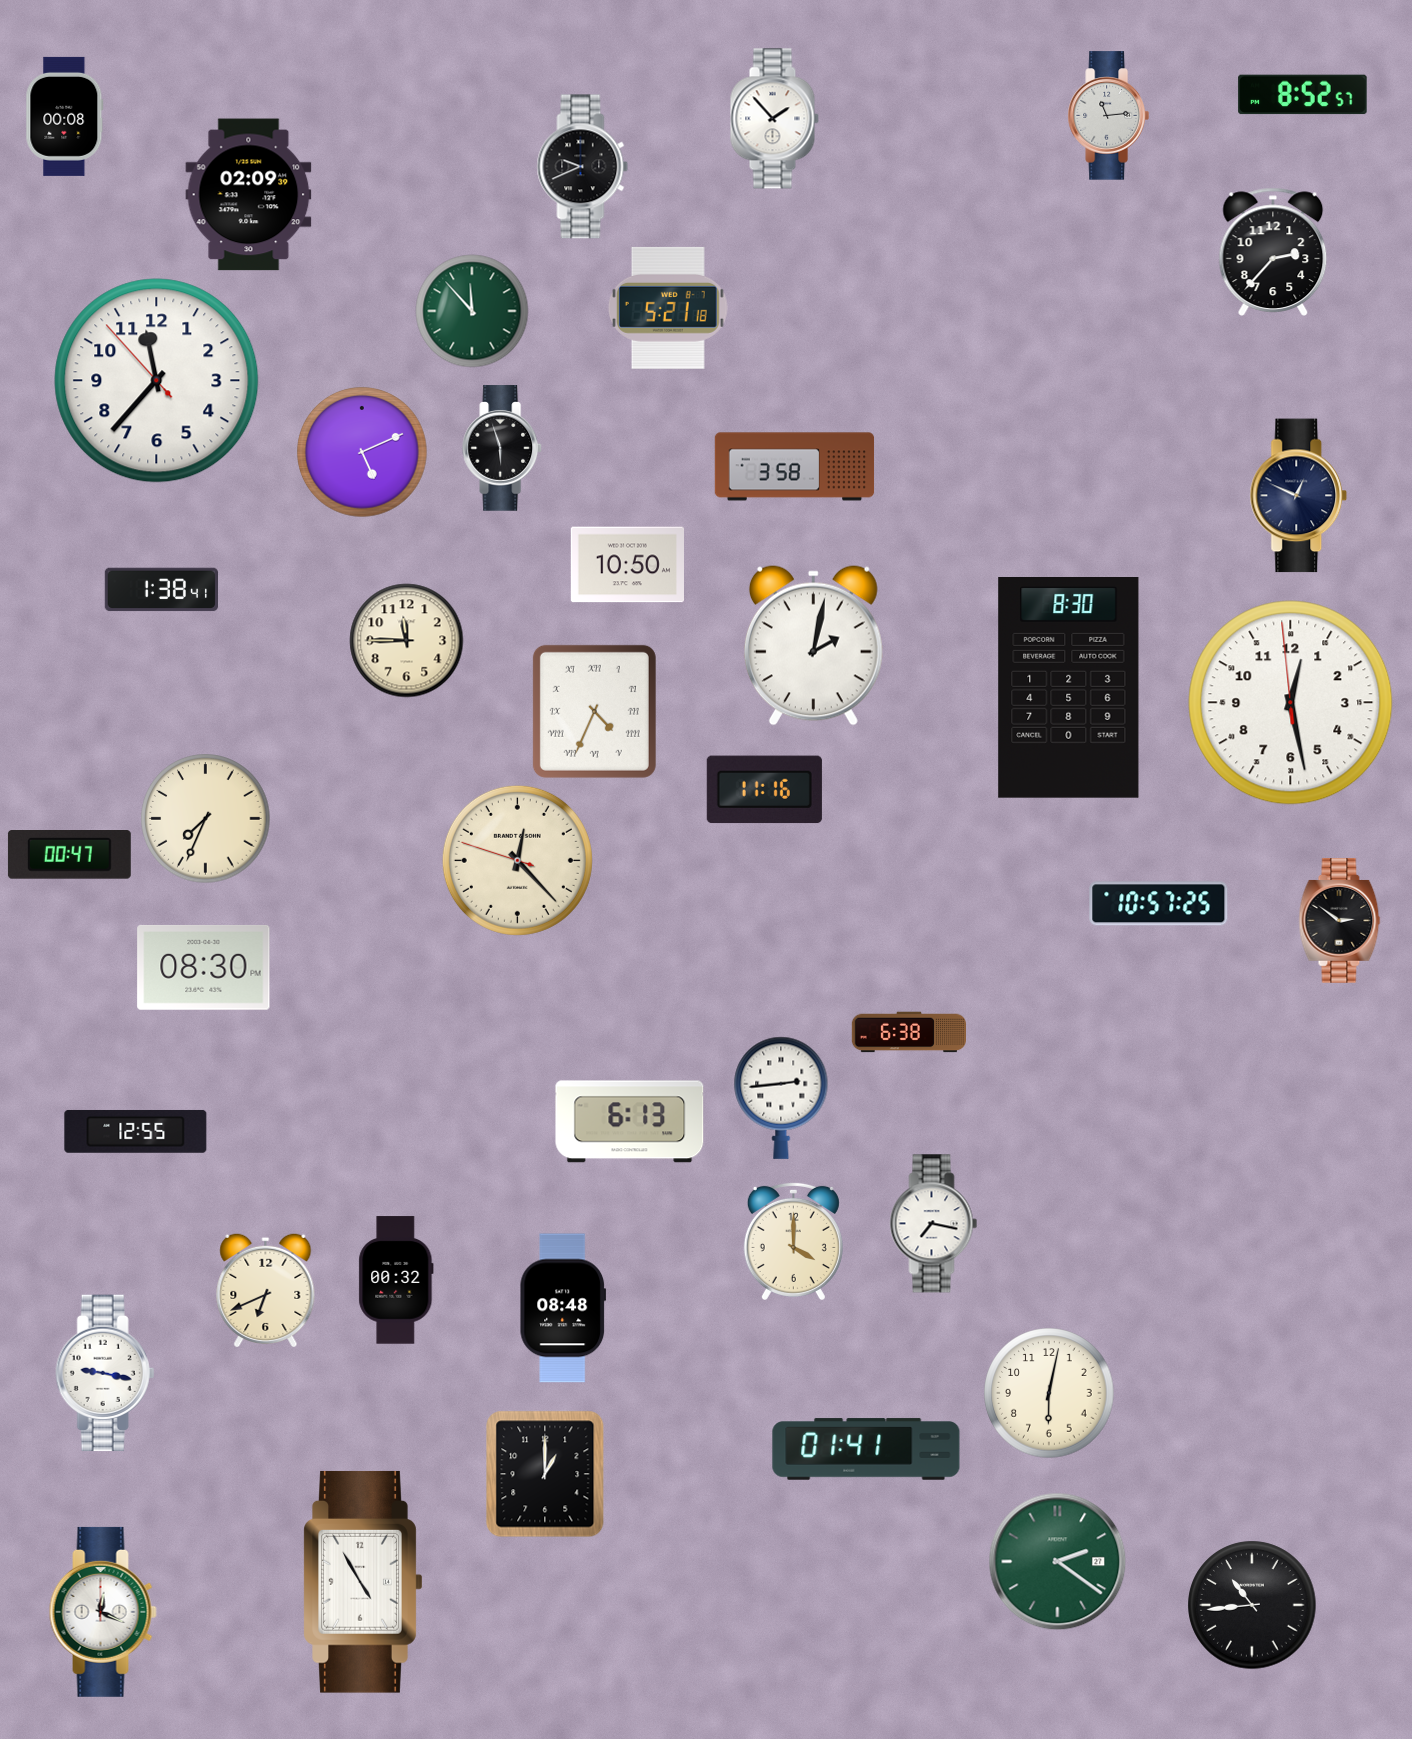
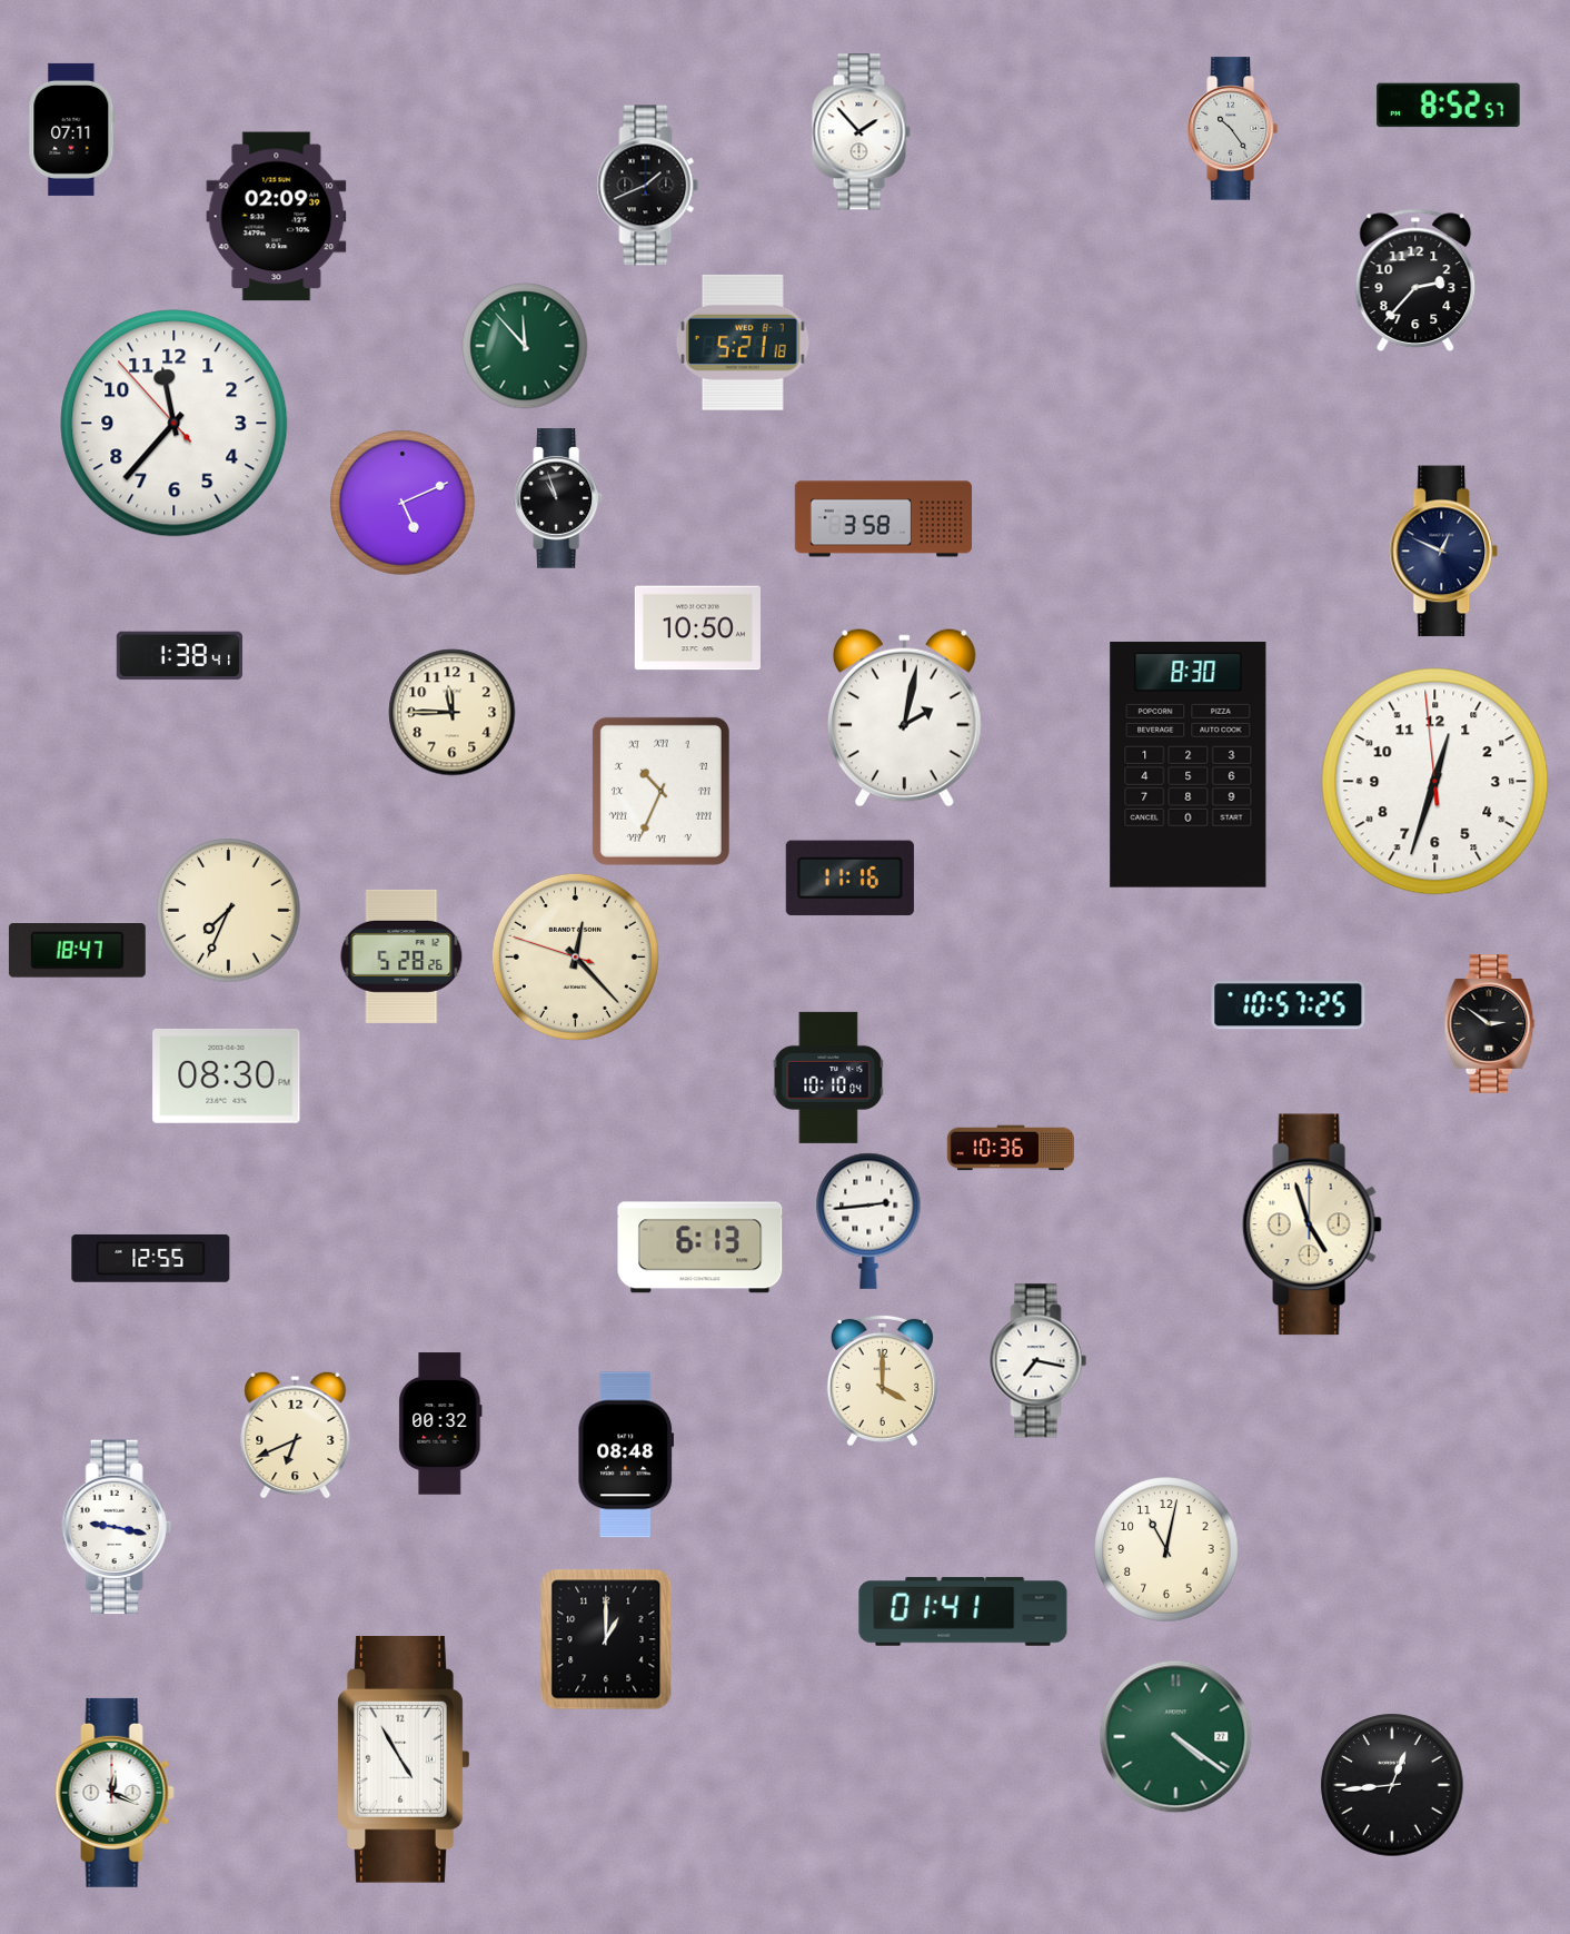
clock at (65, 116): 00:08 -> 07:11
clock at (1108, 116): 11:14 -> 10:24
clock at (583, 167): 9:41 -> 1:41
clock at (503, 448): 5:57 -> 10:57
clock at (1291, 703): 12:27 -> 12:32
clock at (594, 711): 4:34 -> 10:34
clock at (69, 855): 00:47 -> 18:47
clock at (401, 956): none -> 5:28
clock at (828, 1078): none -> 10:10
clock at (908, 1032): 6:38 -> 10:36
clock at (1312, 1224): none -> 4:57
clock at (1049, 1393): 6:02 -> 11:02
clock at (1058, 1562): 2:21 -> 4:21
clock at (1252, 1605): 10:44 -> 12:44
